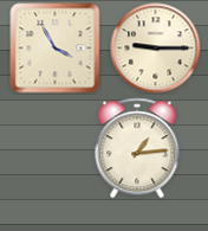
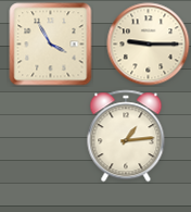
clock at (156, 49) position: (156, 49) -> (149, 45)
